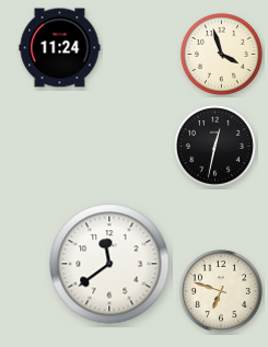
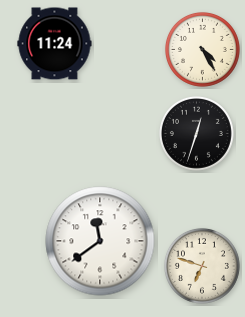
clock at (221, 54): 3:57 -> 4:25
clock at (214, 146): 12:32 -> 12:33
